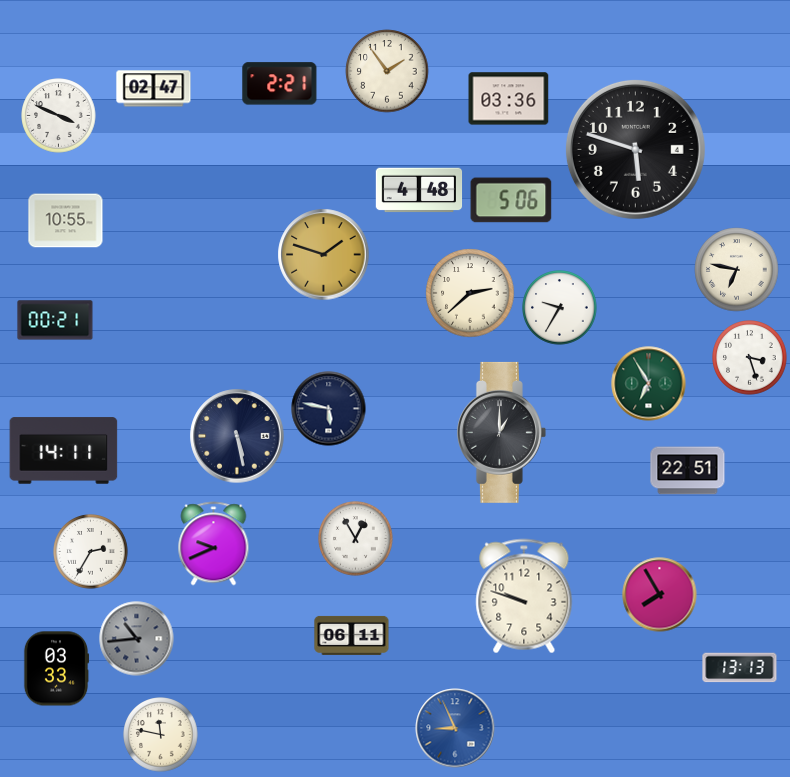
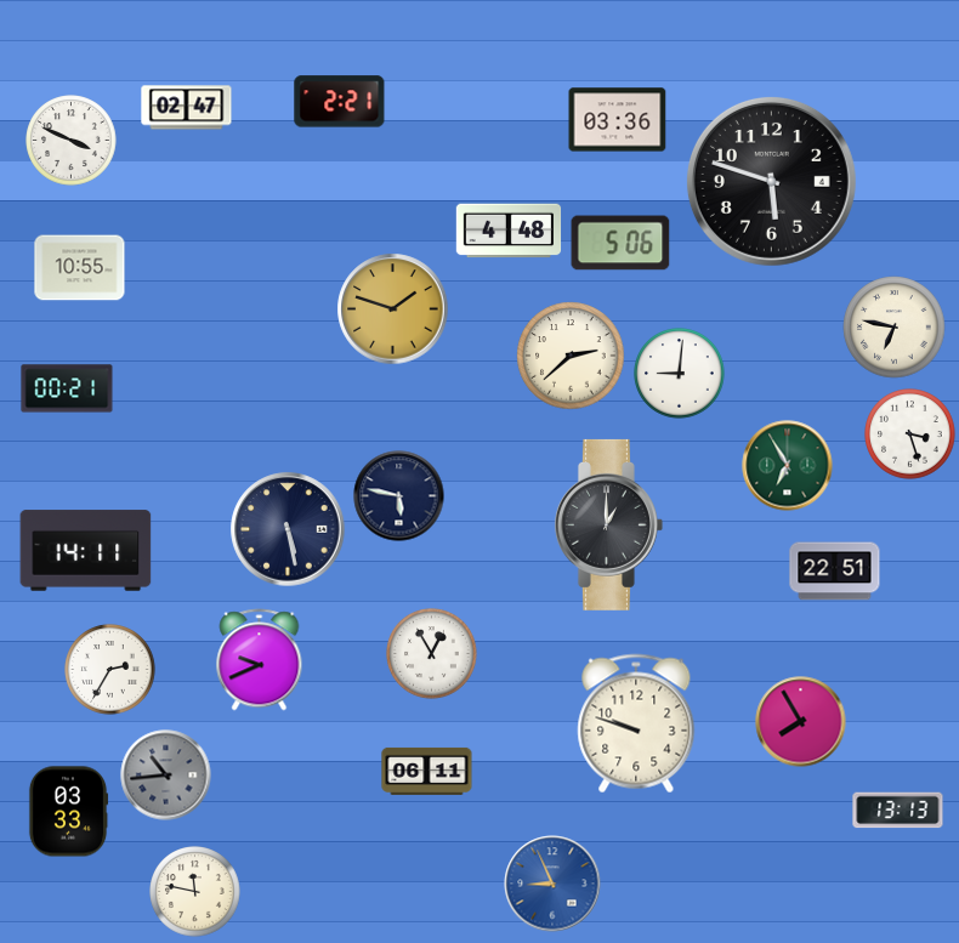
clock at (387, 71): 1:54 -> none
clock at (560, 308): 9:35 -> 9:01
clock at (64, 451) position: (64, 451) -> (86, 551)
